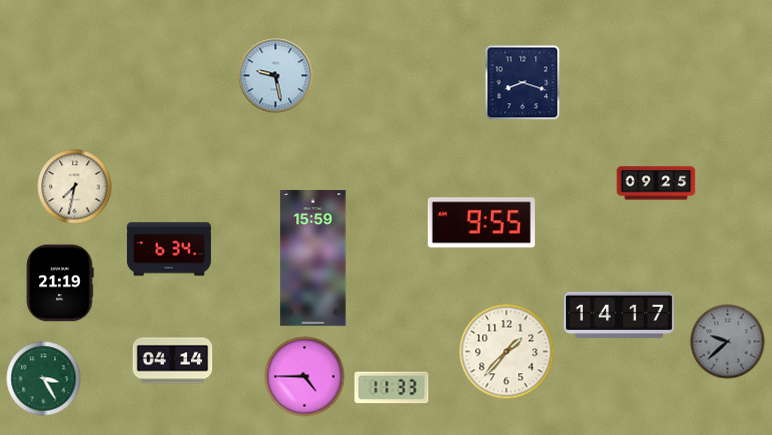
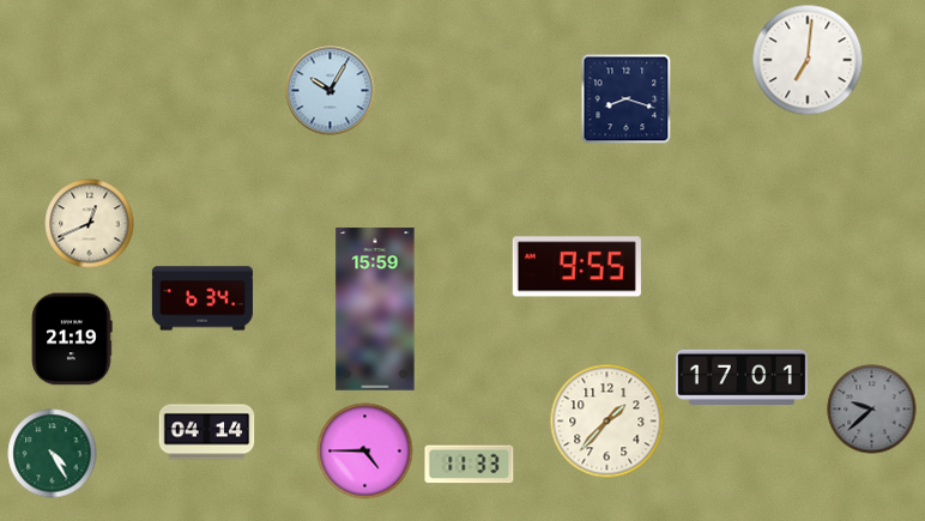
clock at (808, 60): none -> 7:01
clock at (276, 76): 9:28 -> 10:05
clock at (656, 183): 09:25 -> none
clock at (75, 187): 7:32 -> 12:41
clock at (619, 314): 14:17 -> 17:01
clock at (44, 379): 3:25 -> 4:25
